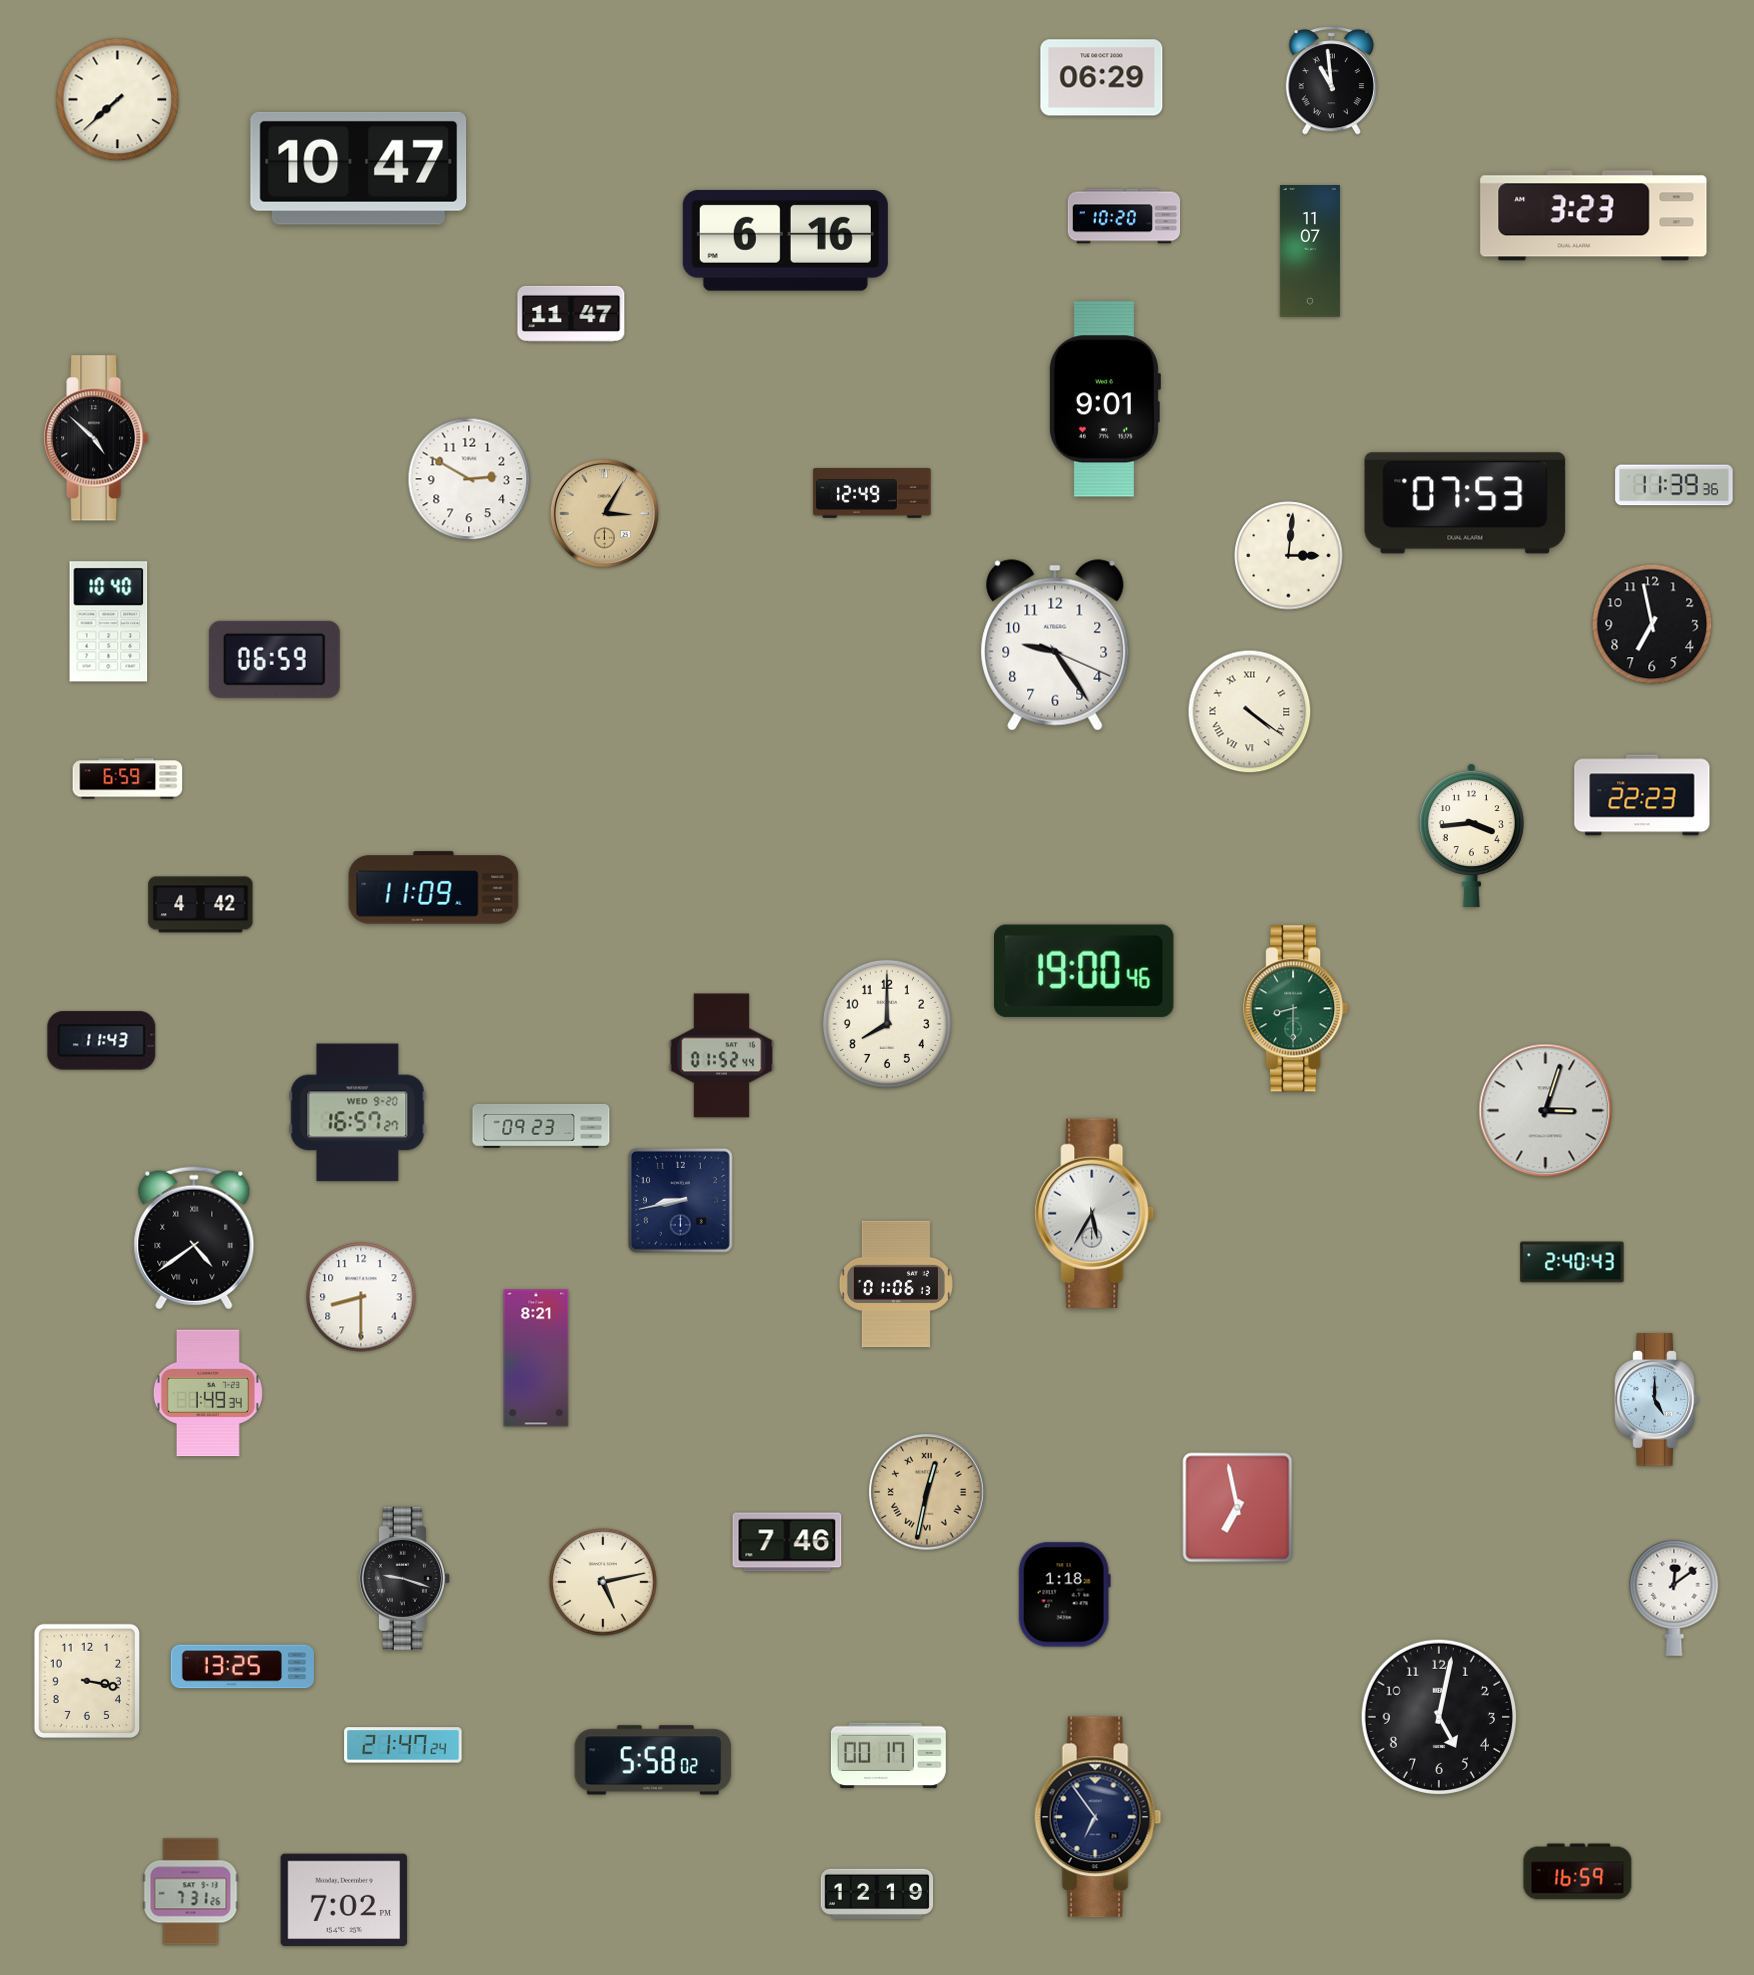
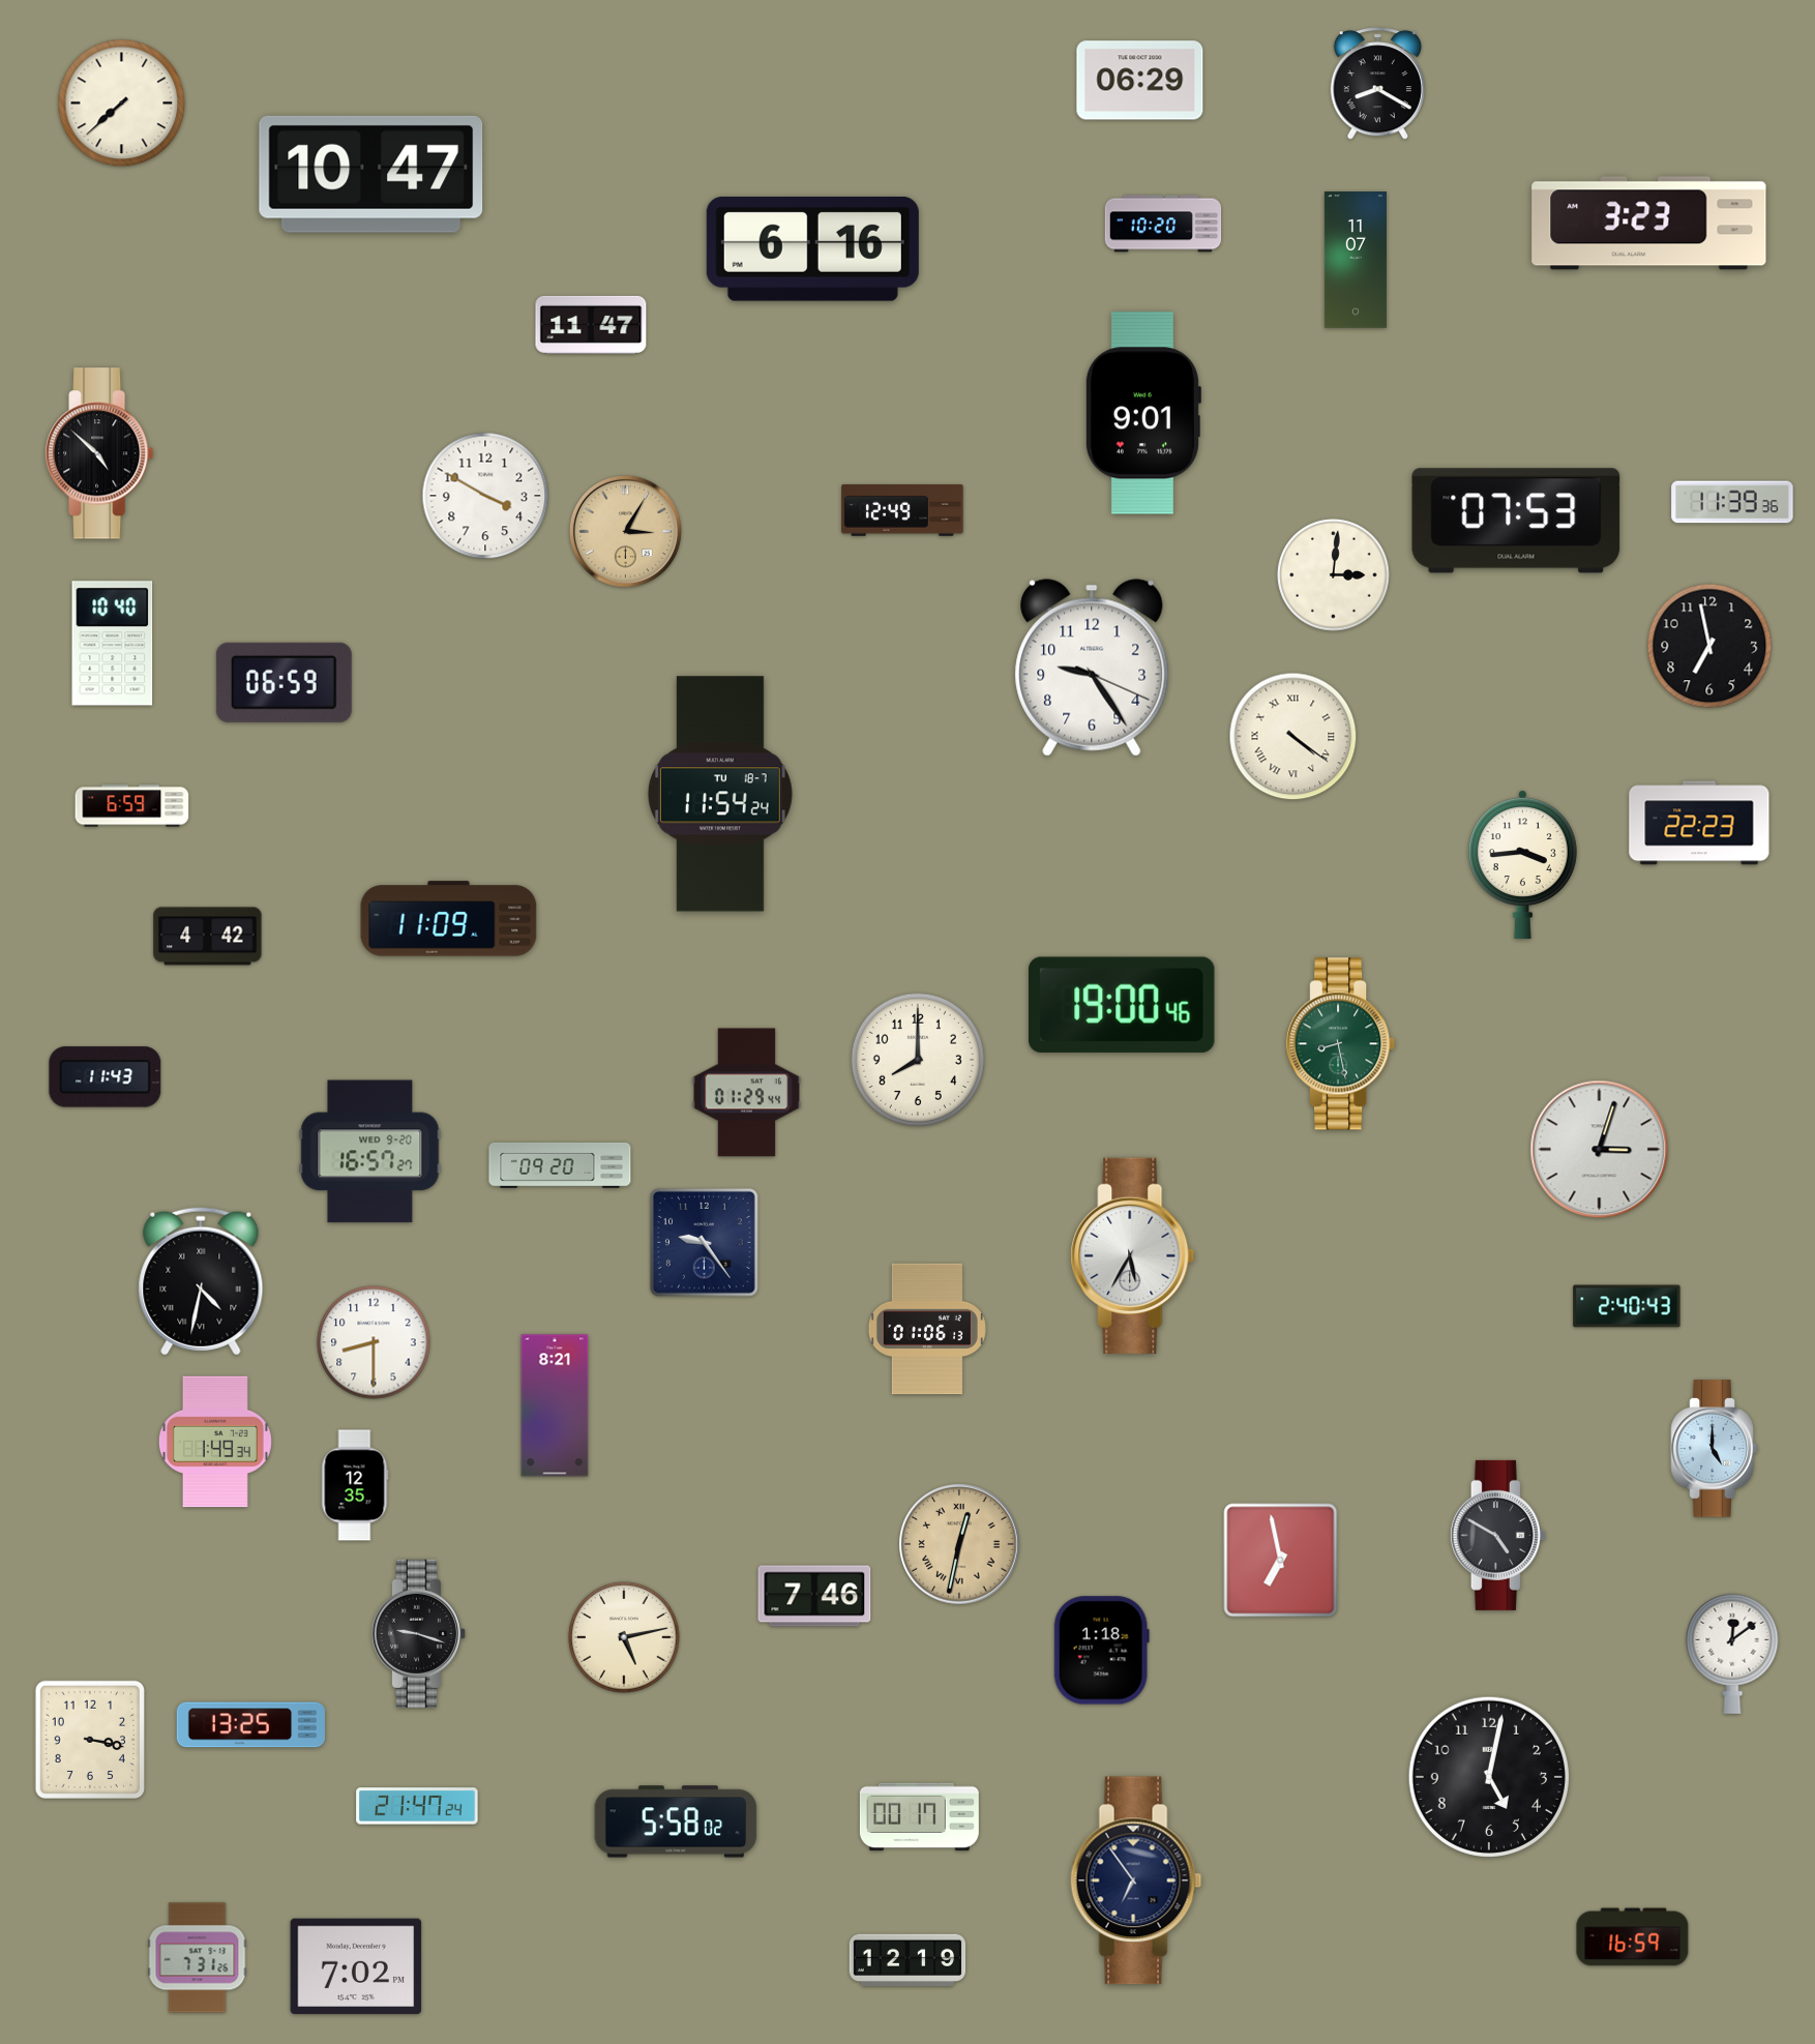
clock at (1331, 81): 10:59 -> 8:20
clock at (469, 479): 2:50 -> 3:50
clock at (720, 794): none -> 11:54
clock at (1297, 1009): 8:30 -> 8:28
clock at (722, 1056): 01:52 -> 01:29
clock at (541, 1126): 09:23 -> 09:20
clock at (680, 1200): 8:43 -> 9:24
clock at (194, 1238): 4:39 -> 4:32
clock at (355, 1485): none -> 12:35
clock at (1497, 1535): none -> 4:50
